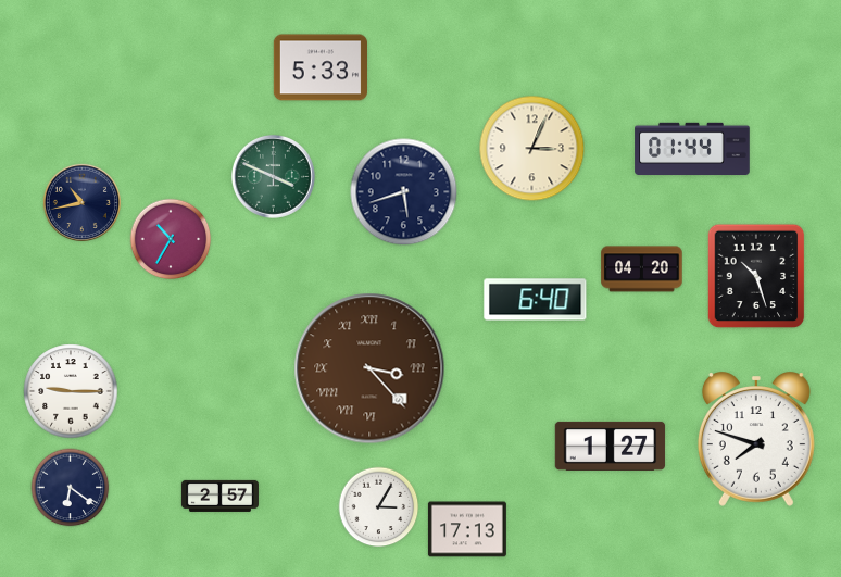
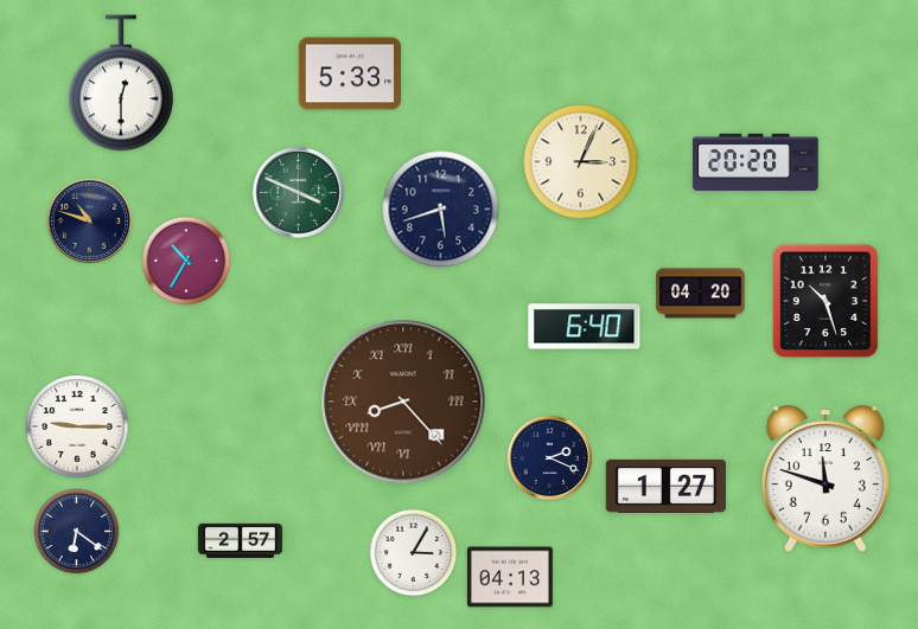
clock at (121, 83): none -> 12:30
clock at (692, 149): 01:44 -> 20:20
clock at (81, 202): 10:43 -> 10:48
clock at (369, 368): 3:23 -> 8:23
clock at (549, 457): none -> 2:19
clock at (756, 439): 7:48 -> 11:48
clock at (467, 529): 17:13 -> 04:13
